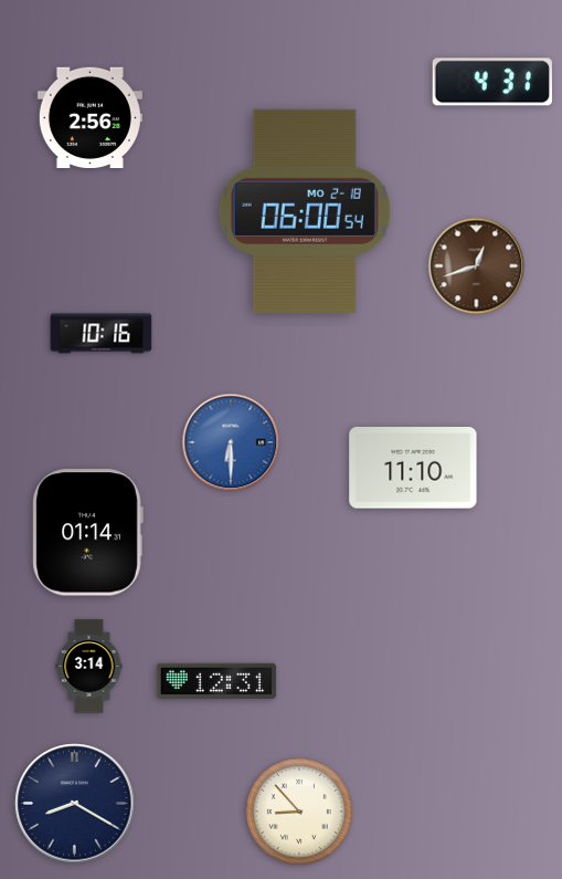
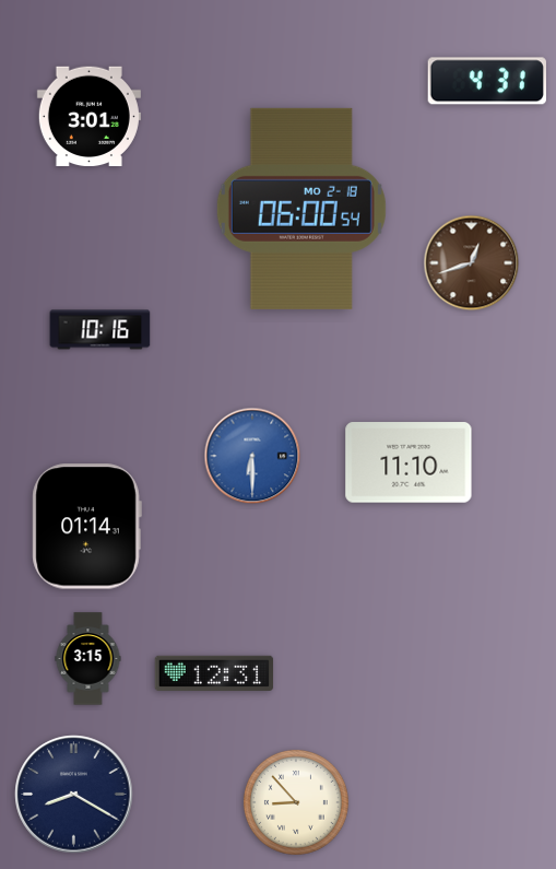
clock at (89, 117): 2:56 -> 3:01
clock at (231, 442) position: (231, 442) -> (252, 456)
clock at (89, 667): 3:14 -> 3:15
